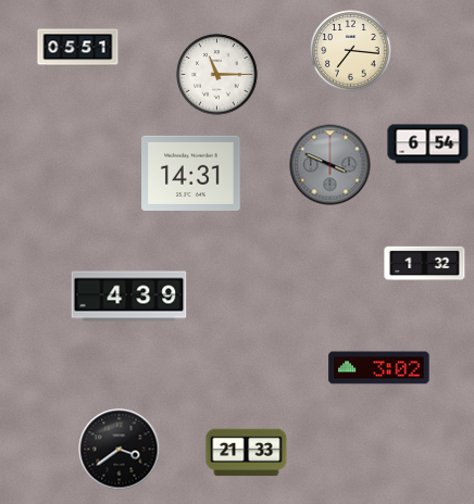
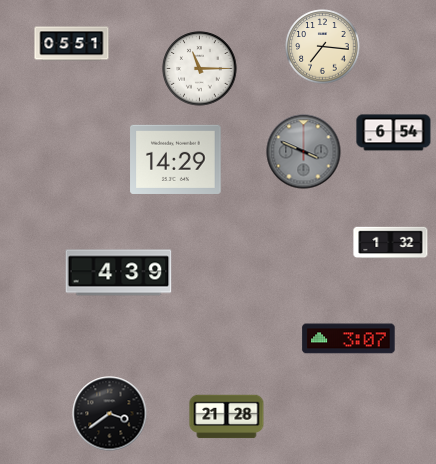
clock at (191, 173): 14:31 -> 14:29
clock at (379, 368): 3:02 -> 3:07
clock at (247, 453): 21:33 -> 21:28
